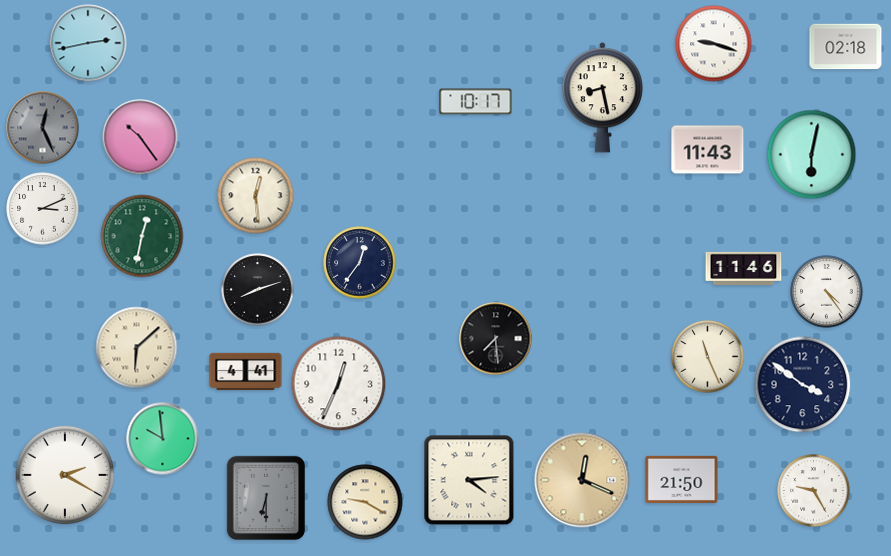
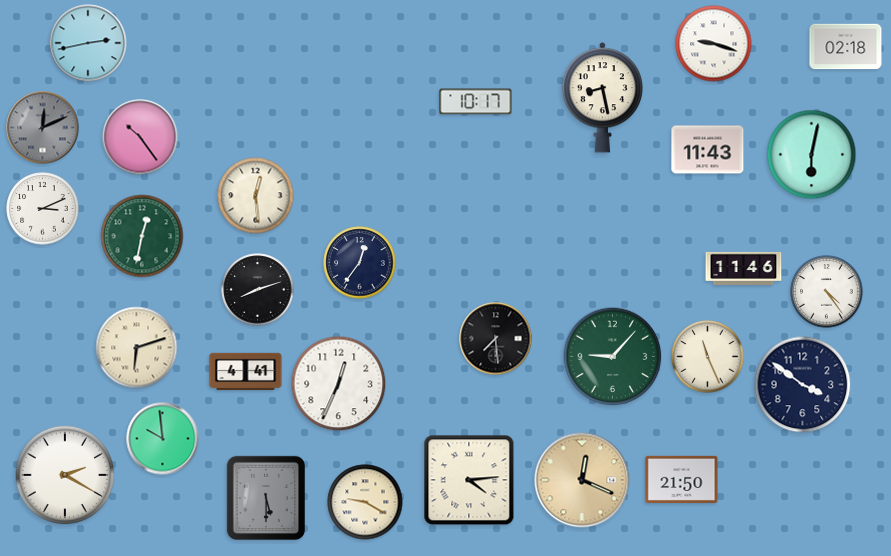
clock at (43, 128): 12:26 -> 12:11
clock at (137, 348): 6:08 -> 6:12
clock at (613, 357): none -> 9:07
clock at (814, 491): 9:25 -> none
clock at (266, 498): 6:30 -> 5:30
